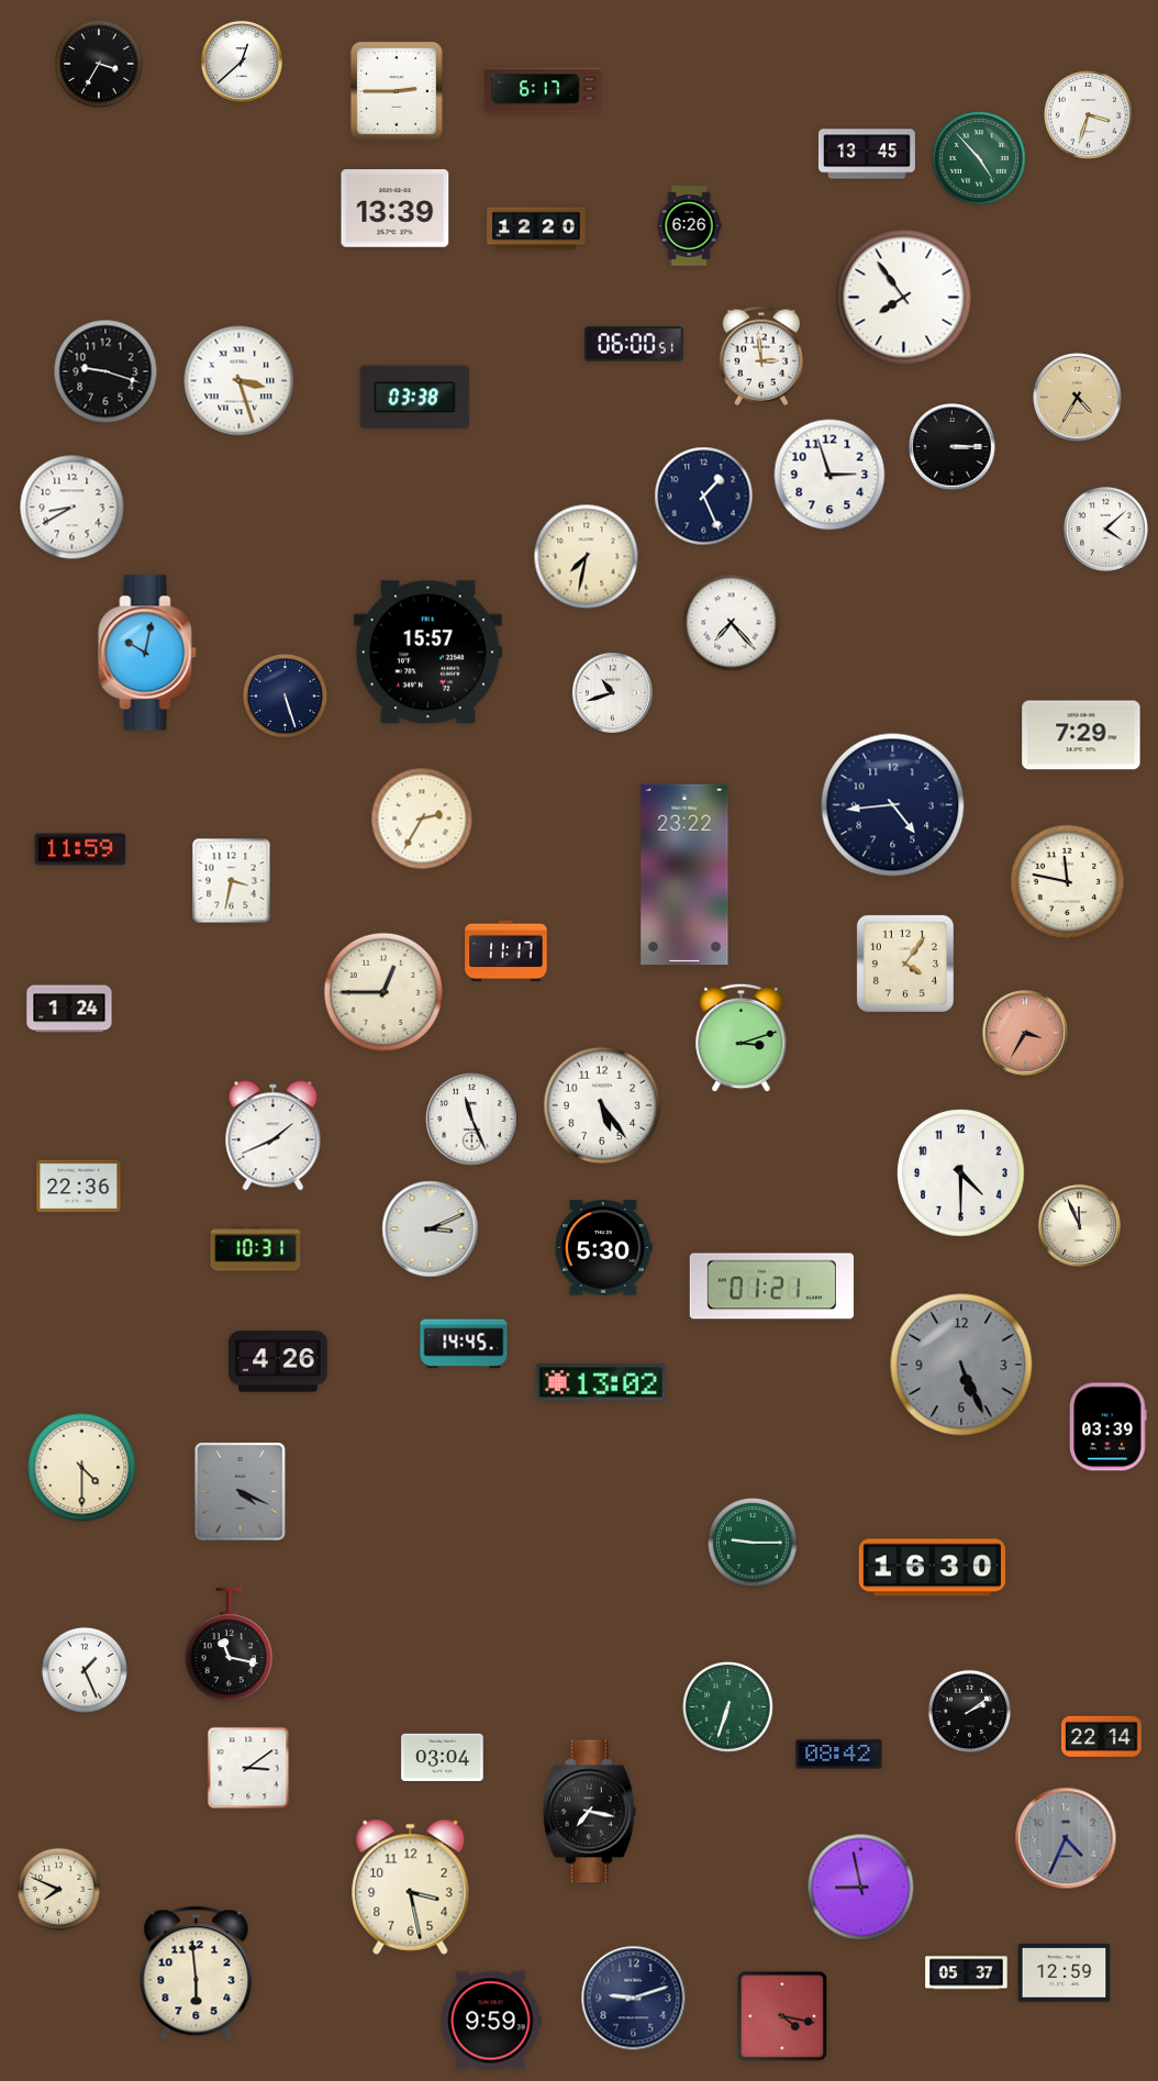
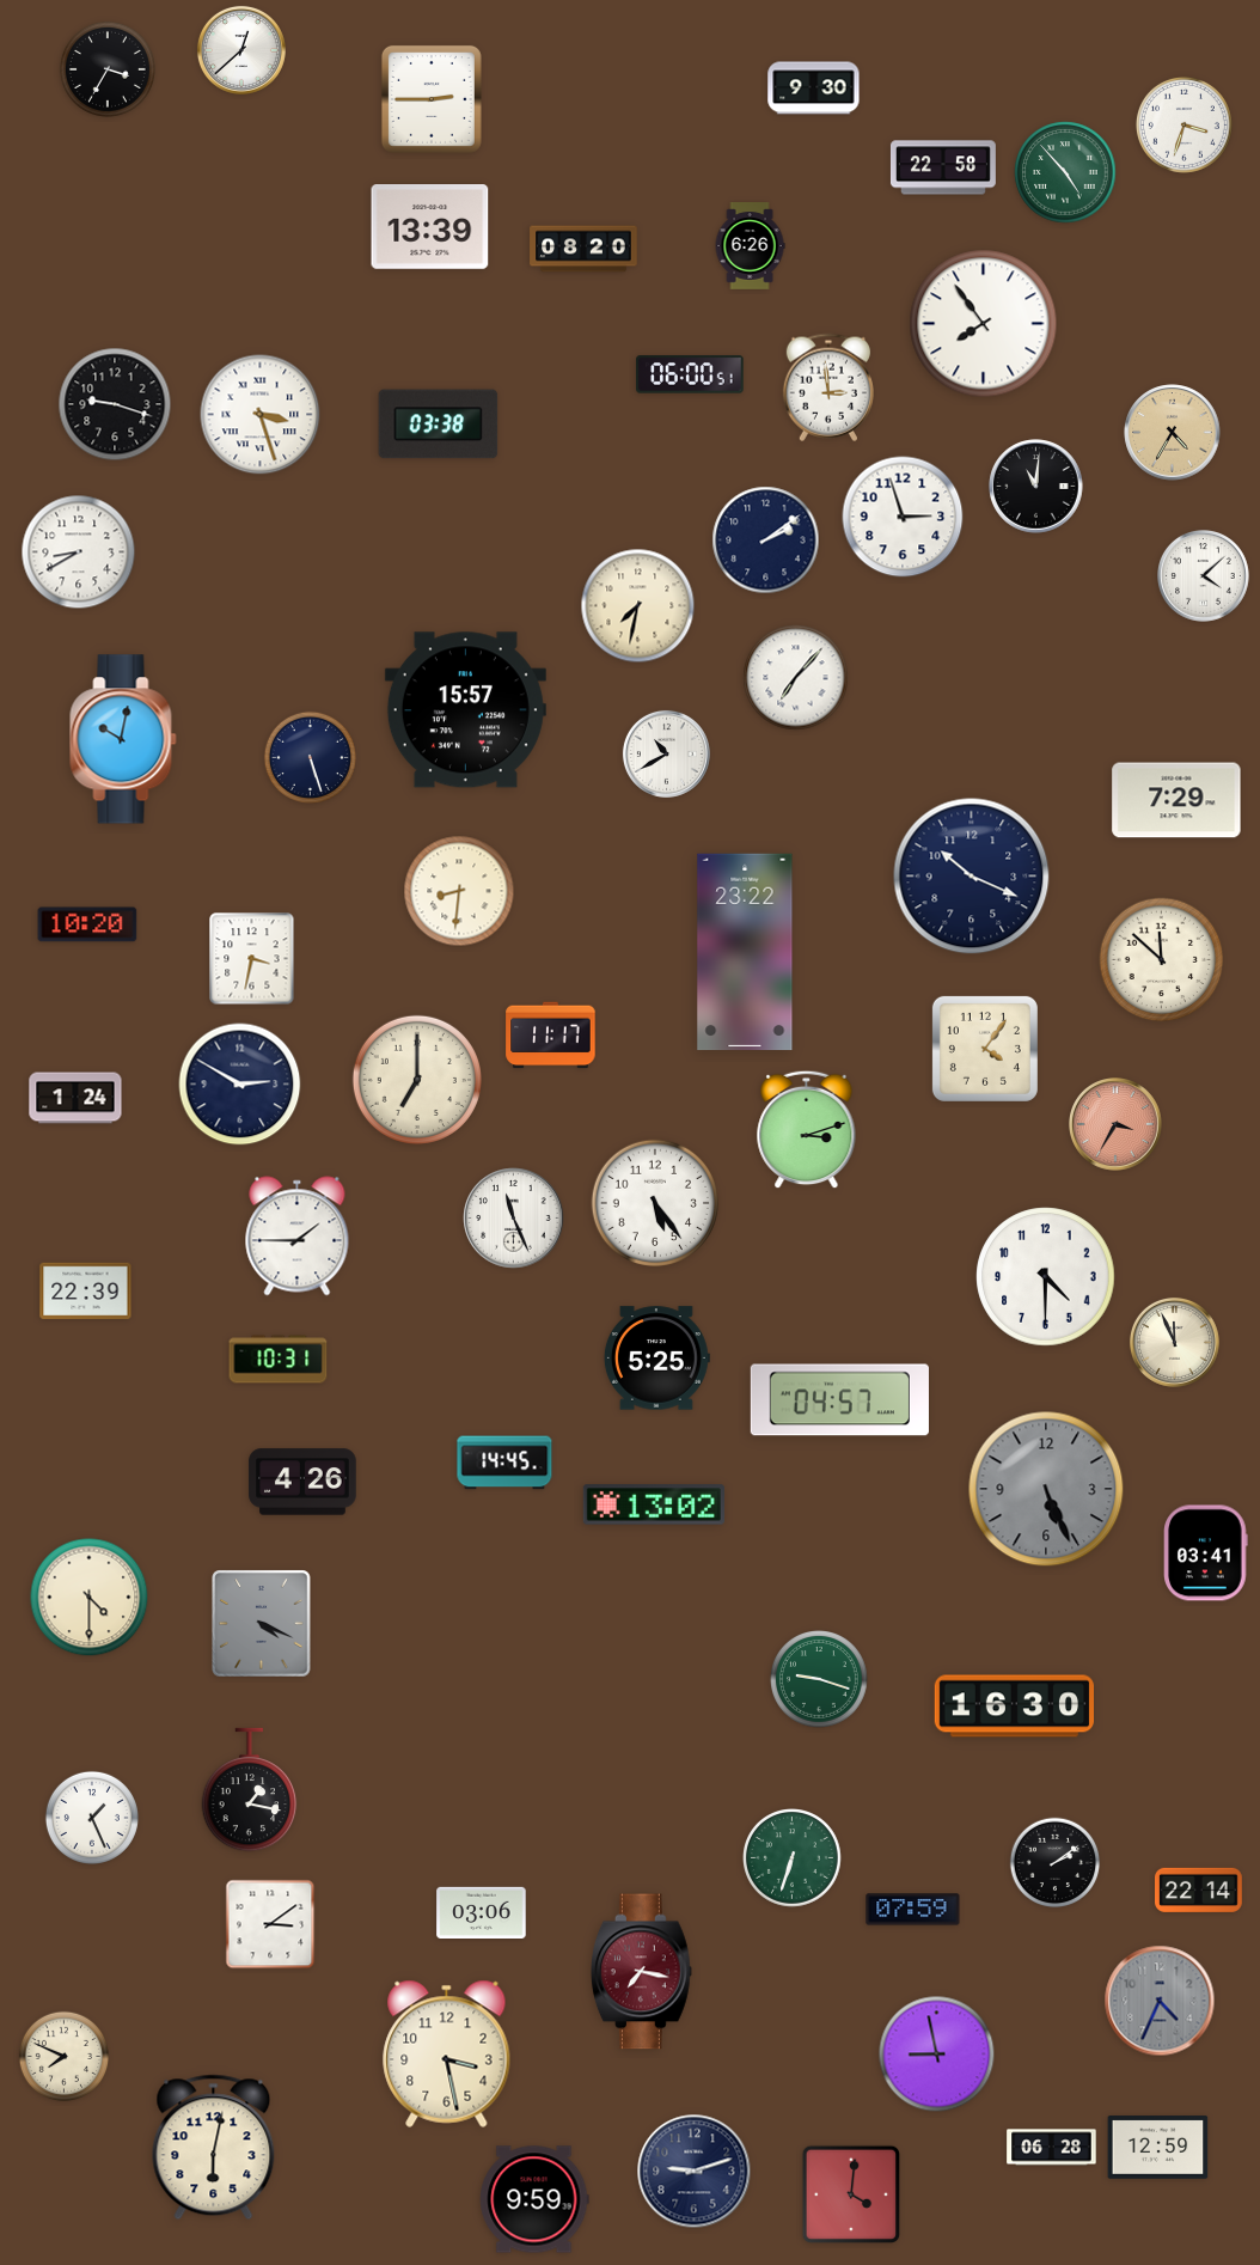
clock at (242, 62) position: (242, 62) -> (241, 50)
clock at (814, 88): none -> 9:30
clock at (543, 90): 6:17 -> none
clock at (867, 154): 13:45 -> 22:58
clock at (536, 229): 12:20 -> 08:20
clock at (415, 398) position: (415, 398) -> (439, 425)
clock at (953, 447): 3:15 -> 11:01
clock at (704, 497): 1:26 -> 2:09
clock at (732, 623): 7:23 -> 7:07
clock at (147, 653) position: (147, 653) -> (123, 739)
clock at (612, 692): 10:42 -> 10:40
clock at (893, 805): 4:44 -> 10:19
clock at (422, 819): 2:35 -> 8:31
clock at (80, 849): 11:59 -> 10:20
clock at (1068, 882): 11:47 -> 11:52
clock at (383, 992): 12:45 -> 7:00
clock at (240, 1085): none -> 2:50
clock at (274, 1136): 1:41 -> 1:45
clock at (79, 1187): 22:36 -> 22:39
clock at (1079, 1225) position: (1079, 1225) -> (1174, 1342)
clock at (431, 1229): 3:11 -> none
clock at (603, 1248): 5:30 -> 5:25
clock at (771, 1287): 01:21 -> 04:57
clock at (961, 1365) position: (961, 1365) -> (1046, 1489)
clock at (1109, 1427): 03:39 -> 03:41
clock at (754, 1544): 9:15 -> 9:18
clock at (230, 1645): 11:17 -> 1:17
clock at (839, 1755): 08:42 -> 07:59
clock at (443, 1758): 03:04 -> 03:06
clock at (589, 1812) dial: black -> burgundy
clock at (197, 1973): 5:59 -> 6:02
clock at (967, 1973): 05:37 -> 06:28
clock at (634, 1999) position: (634, 1999) -> (695, 2172)
clock at (782, 2016): 4:17 -> 4:01
